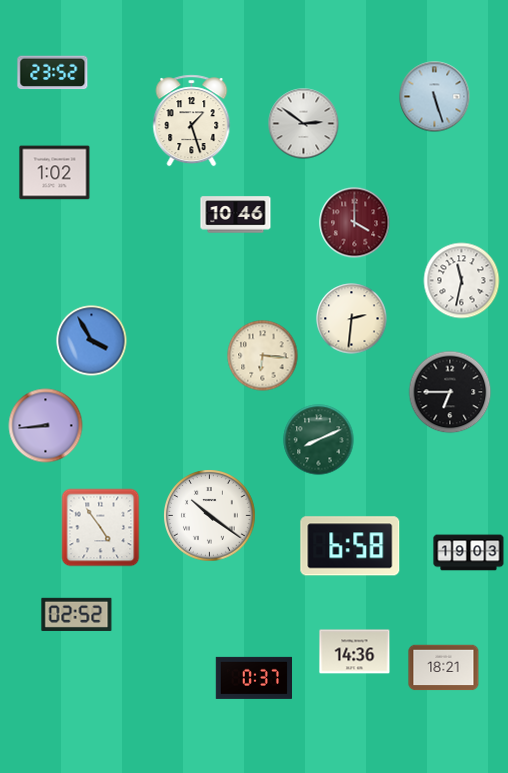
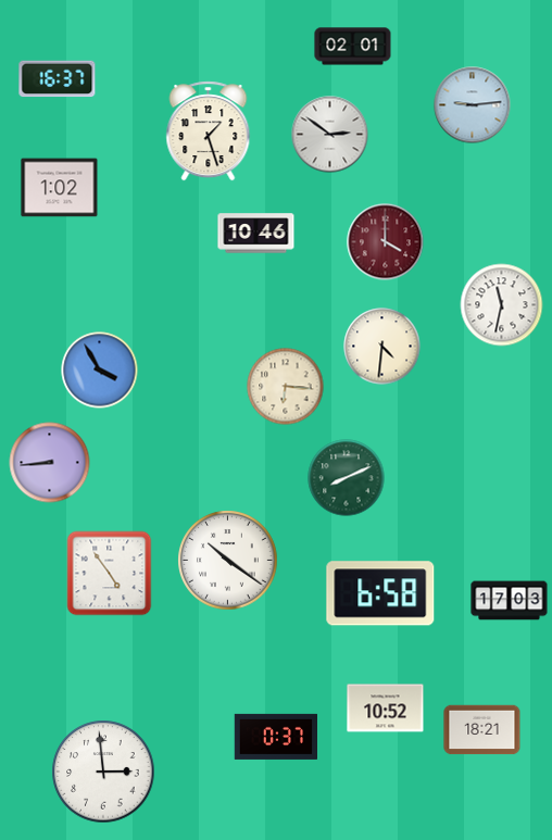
clock at (353, 47): none -> 02:01
clock at (53, 73): 23:52 -> 16:37
clock at (435, 97): 5:27 -> 9:14
clock at (352, 319): 2:31 -> 4:31
clock at (450, 392): 6:45 -> none
clock at (469, 553): 19:03 -> 17:03
clock at (77, 614): 02:52 -> none
clock at (355, 652): 14:36 -> 10:52
clock at (444, 668) position: (444, 668) -> (482, 730)
clock at (103, 772): none -> 2:59
